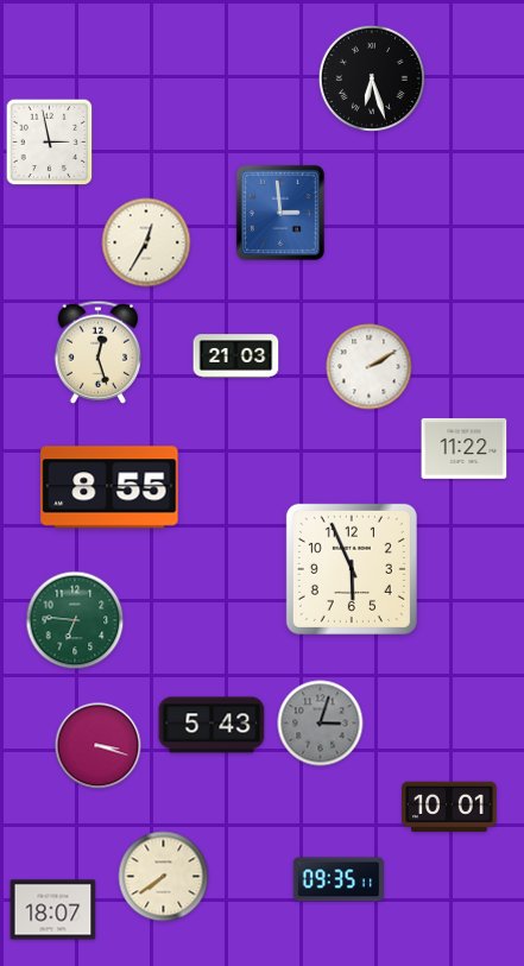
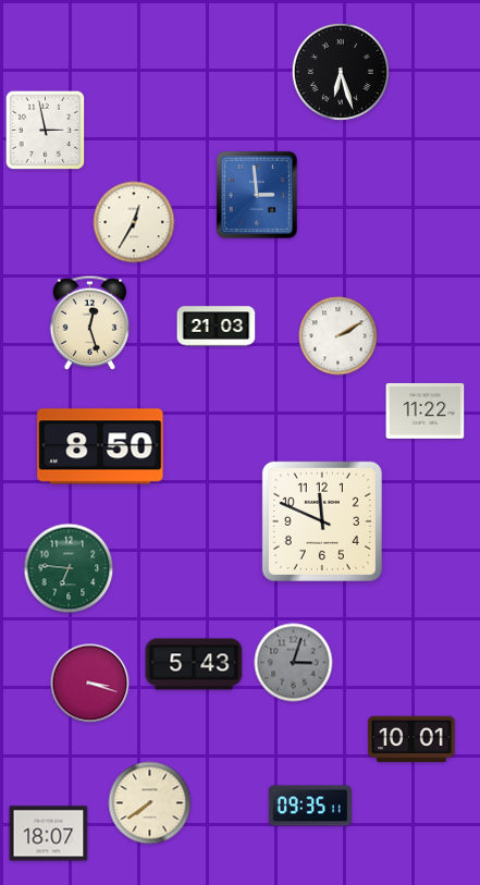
clock at (109, 487): 8:55 -> 8:50
clock at (352, 569): 5:56 -> 11:49
